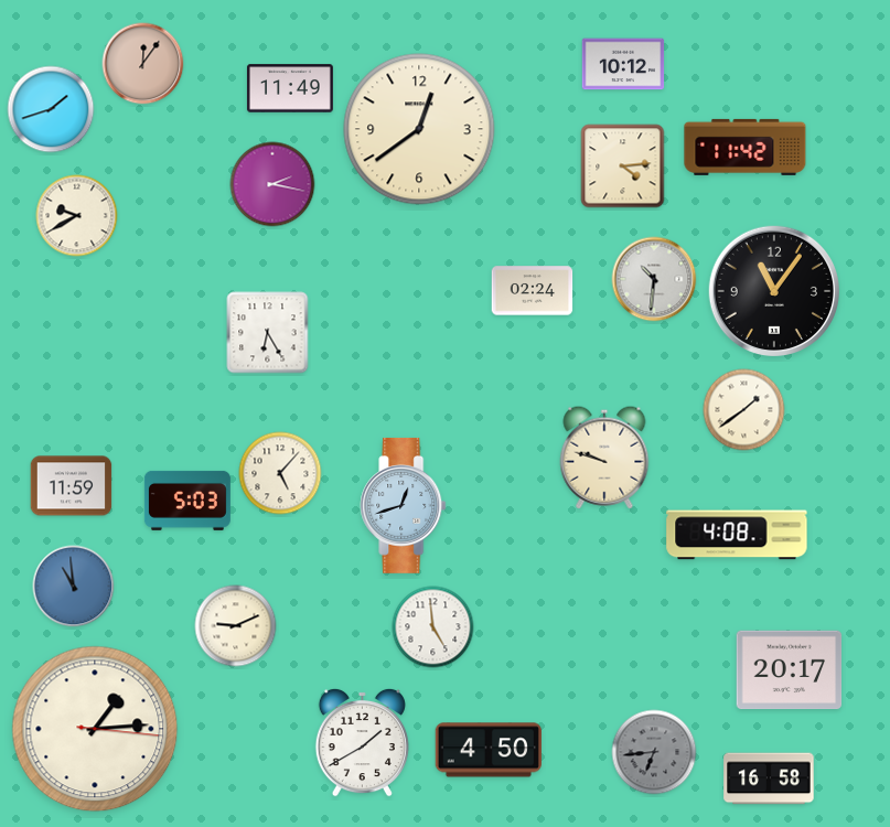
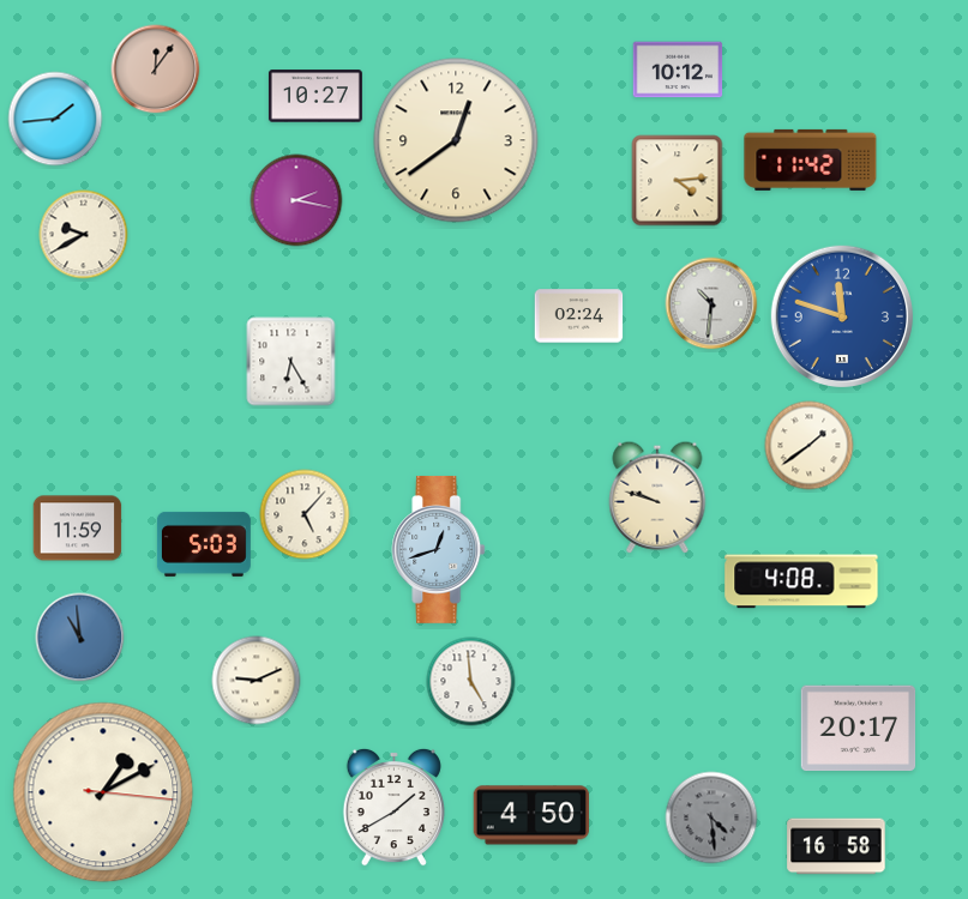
clock at (290, 88): 11:49 -> 10:27
clock at (51, 109): 1:42 -> 1:44
clock at (773, 290): 11:06 -> 11:48
clock at (773, 290) dial: black -> blue
clock at (95, 729): 1:14 -> 1:10
clock at (654, 752): 6:44 -> 4:29
